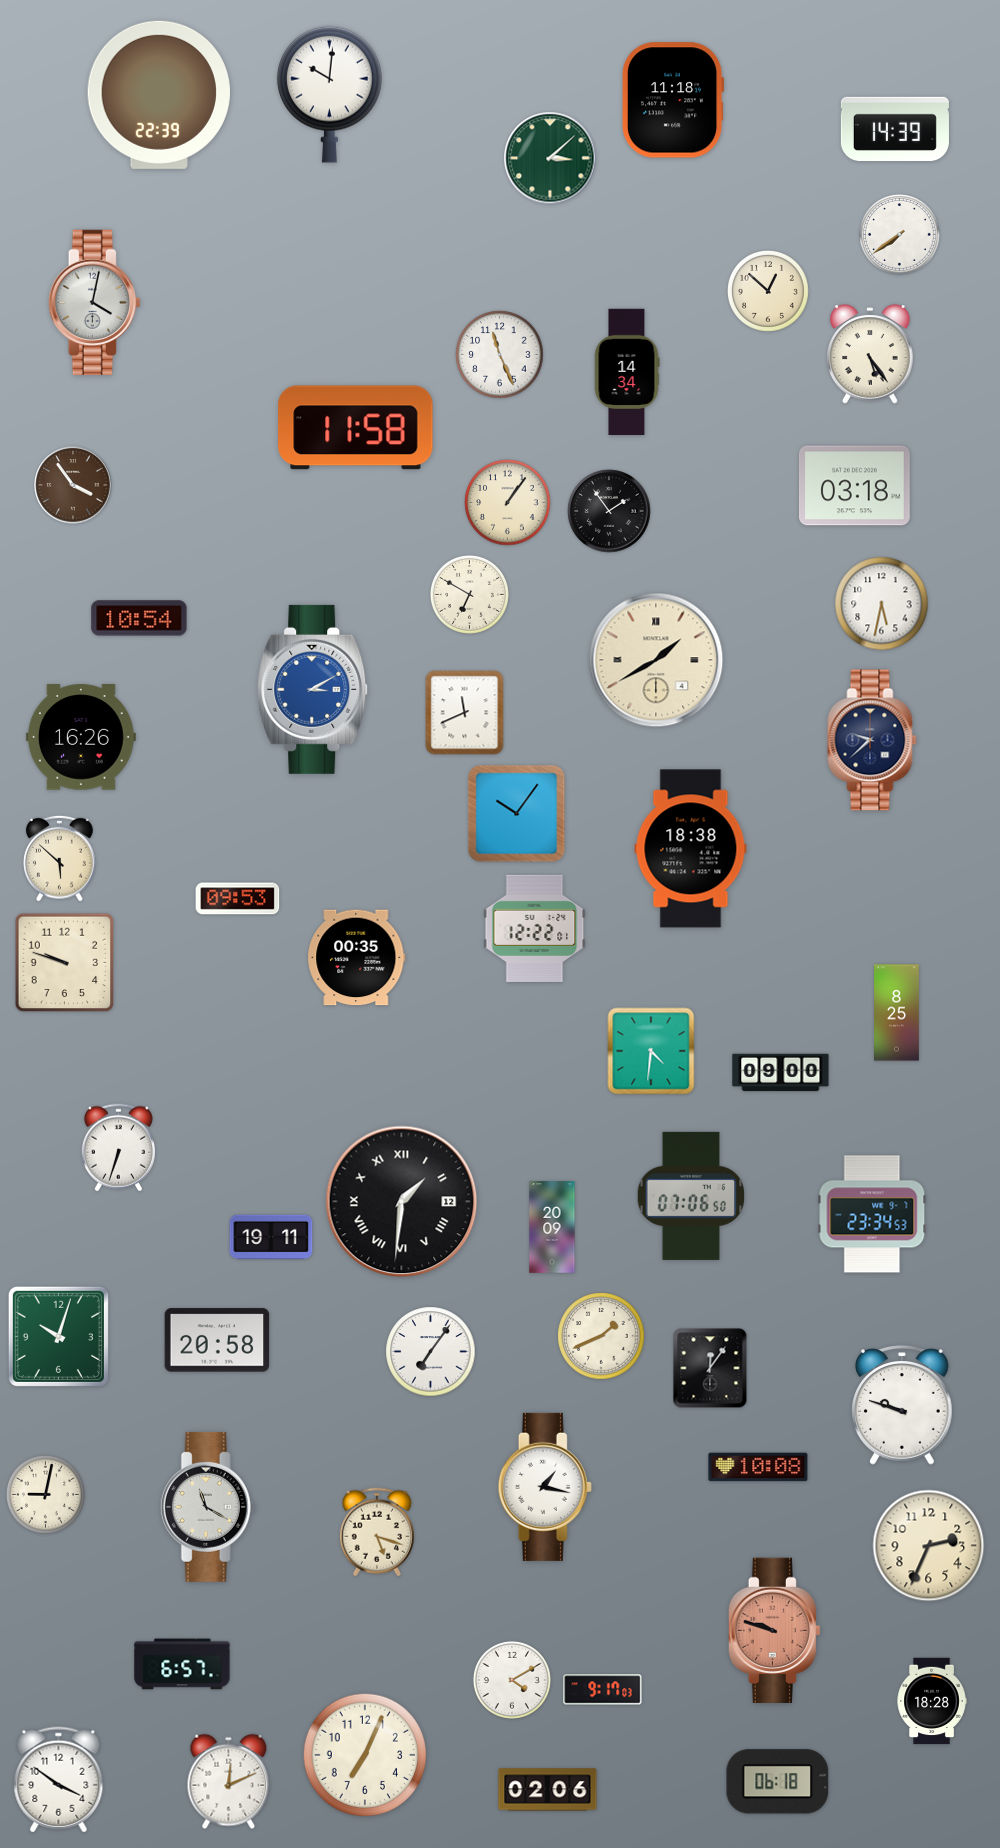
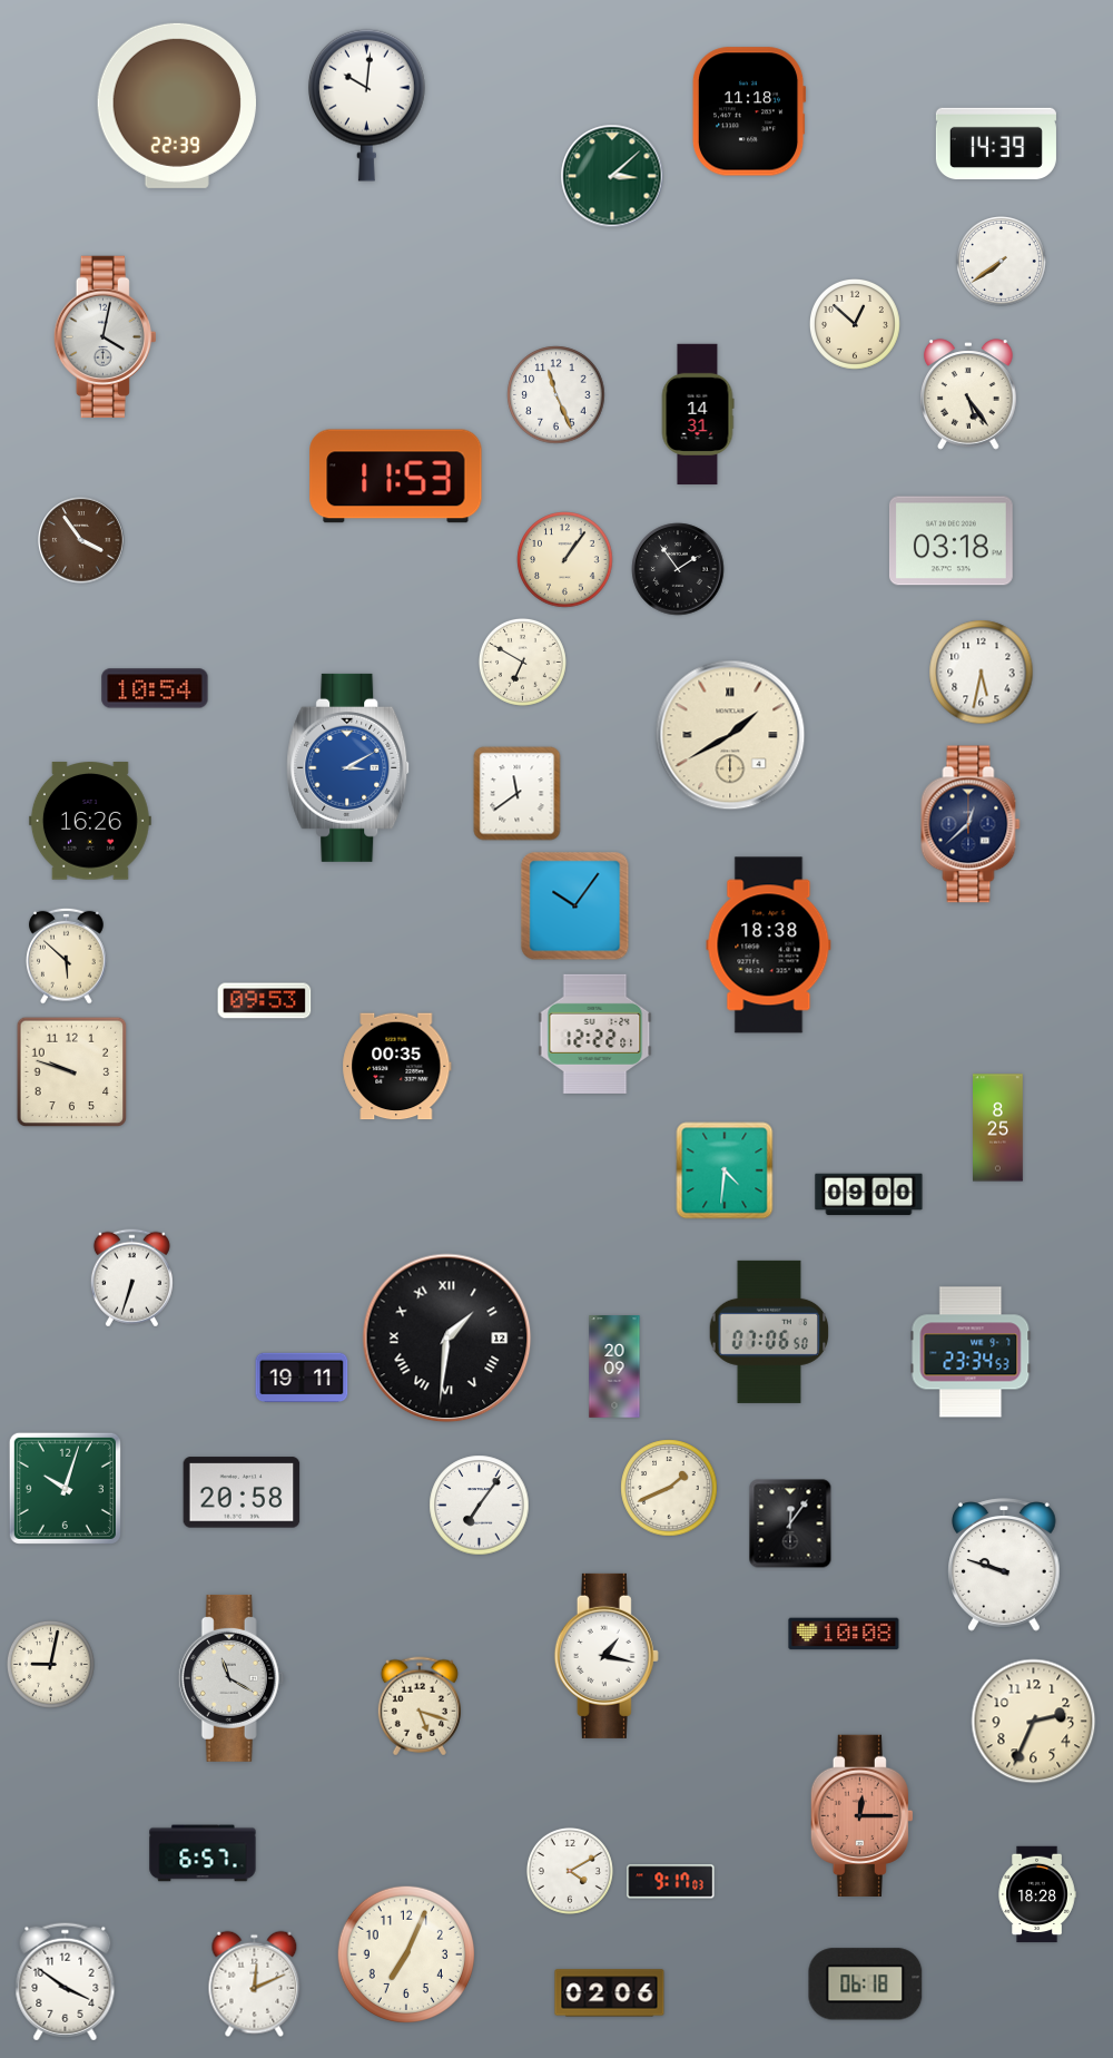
clock at (627, 372): 14:34 -> 14:31
clock at (356, 428): 11:58 -> 11:53
clock at (465, 713): 11:41 -> 11:39
clock at (872, 740): 9:38 -> 12:38
clock at (774, 1630): 9:48 -> 12:15
